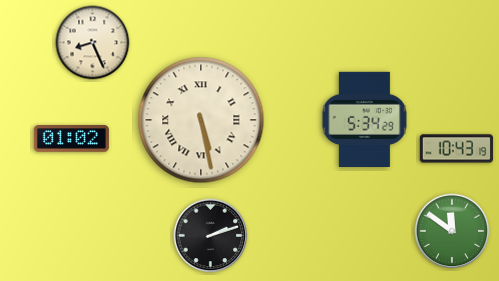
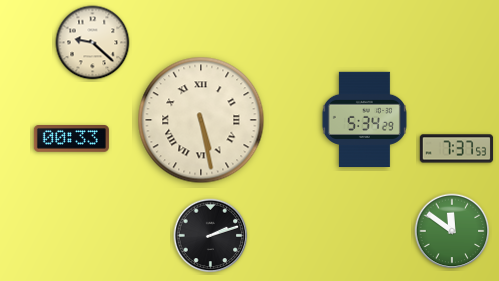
clock at (93, 43): 8:26 -> 9:22
clock at (71, 139): 01:02 -> 00:33
clock at (457, 149): 10:43 -> 7:37
